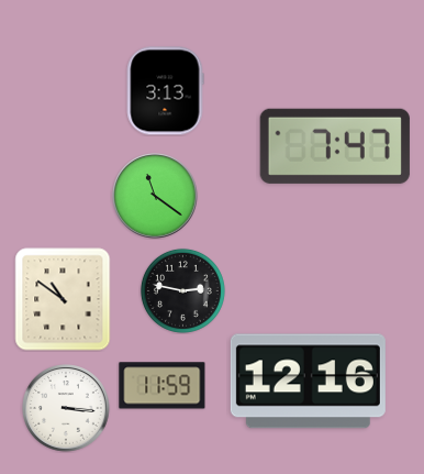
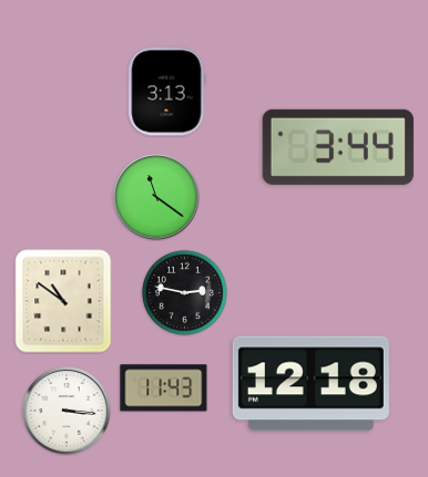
clock at (335, 146): 7:47 -> 3:44
clock at (308, 382): 12:16 -> 12:18
clock at (163, 386): 11:59 -> 11:43
